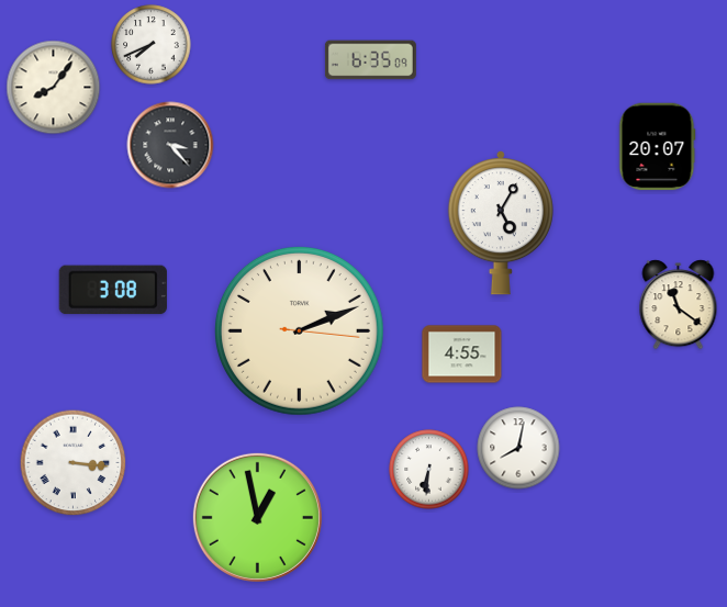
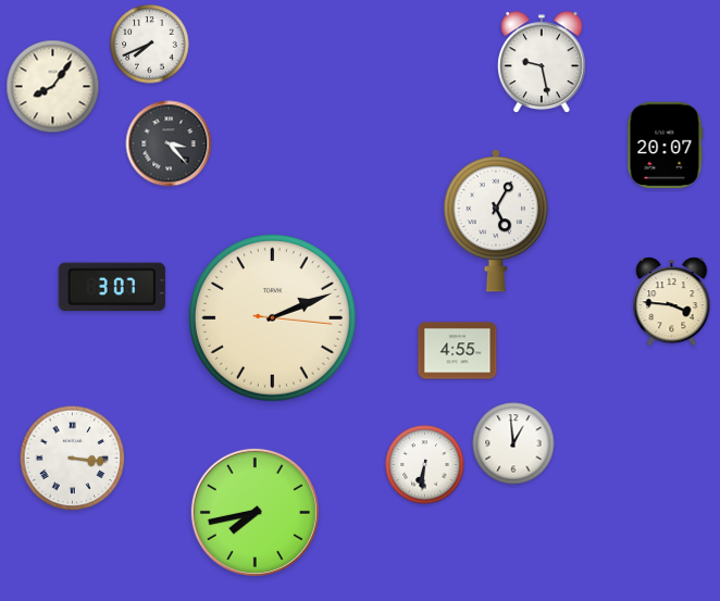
clock at (370, 60): 6:35 -> none
clock at (542, 62): none -> 9:28
clock at (657, 147) position: (657, 147) -> (665, 146)
clock at (113, 290): 3:08 -> 3:07
clock at (679, 305): 11:21 -> 3:46
clock at (299, 330) position: (299, 330) -> (272, 317)
clock at (518, 448): 8:02 -> 12:59
clock at (257, 517): 12:58 -> 7:43
